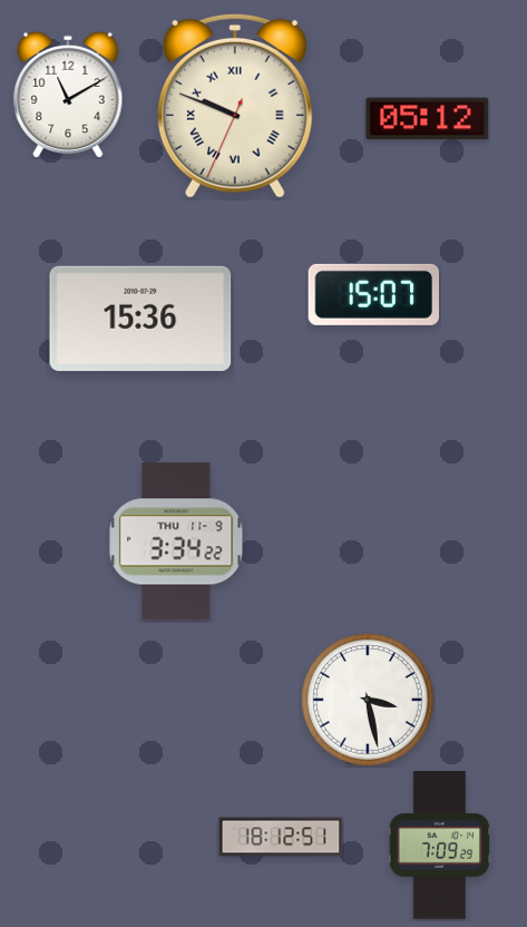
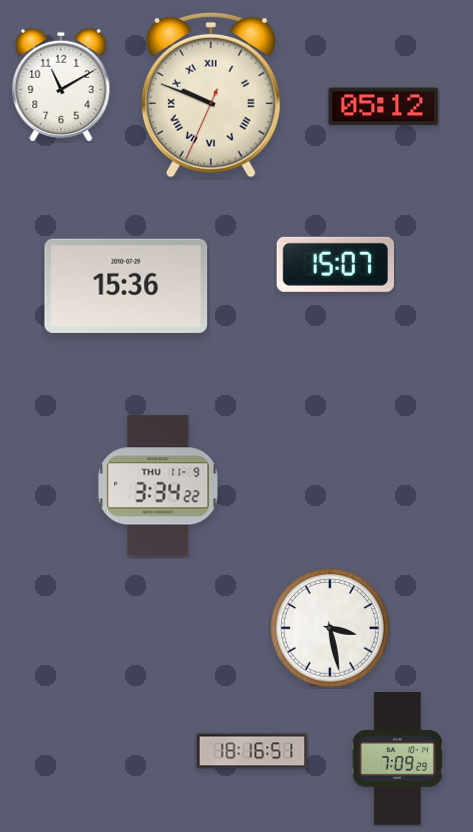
clock at (281, 837): 18:12 -> 18:16
clock at (439, 846) position: (439, 846) -> (397, 759)
